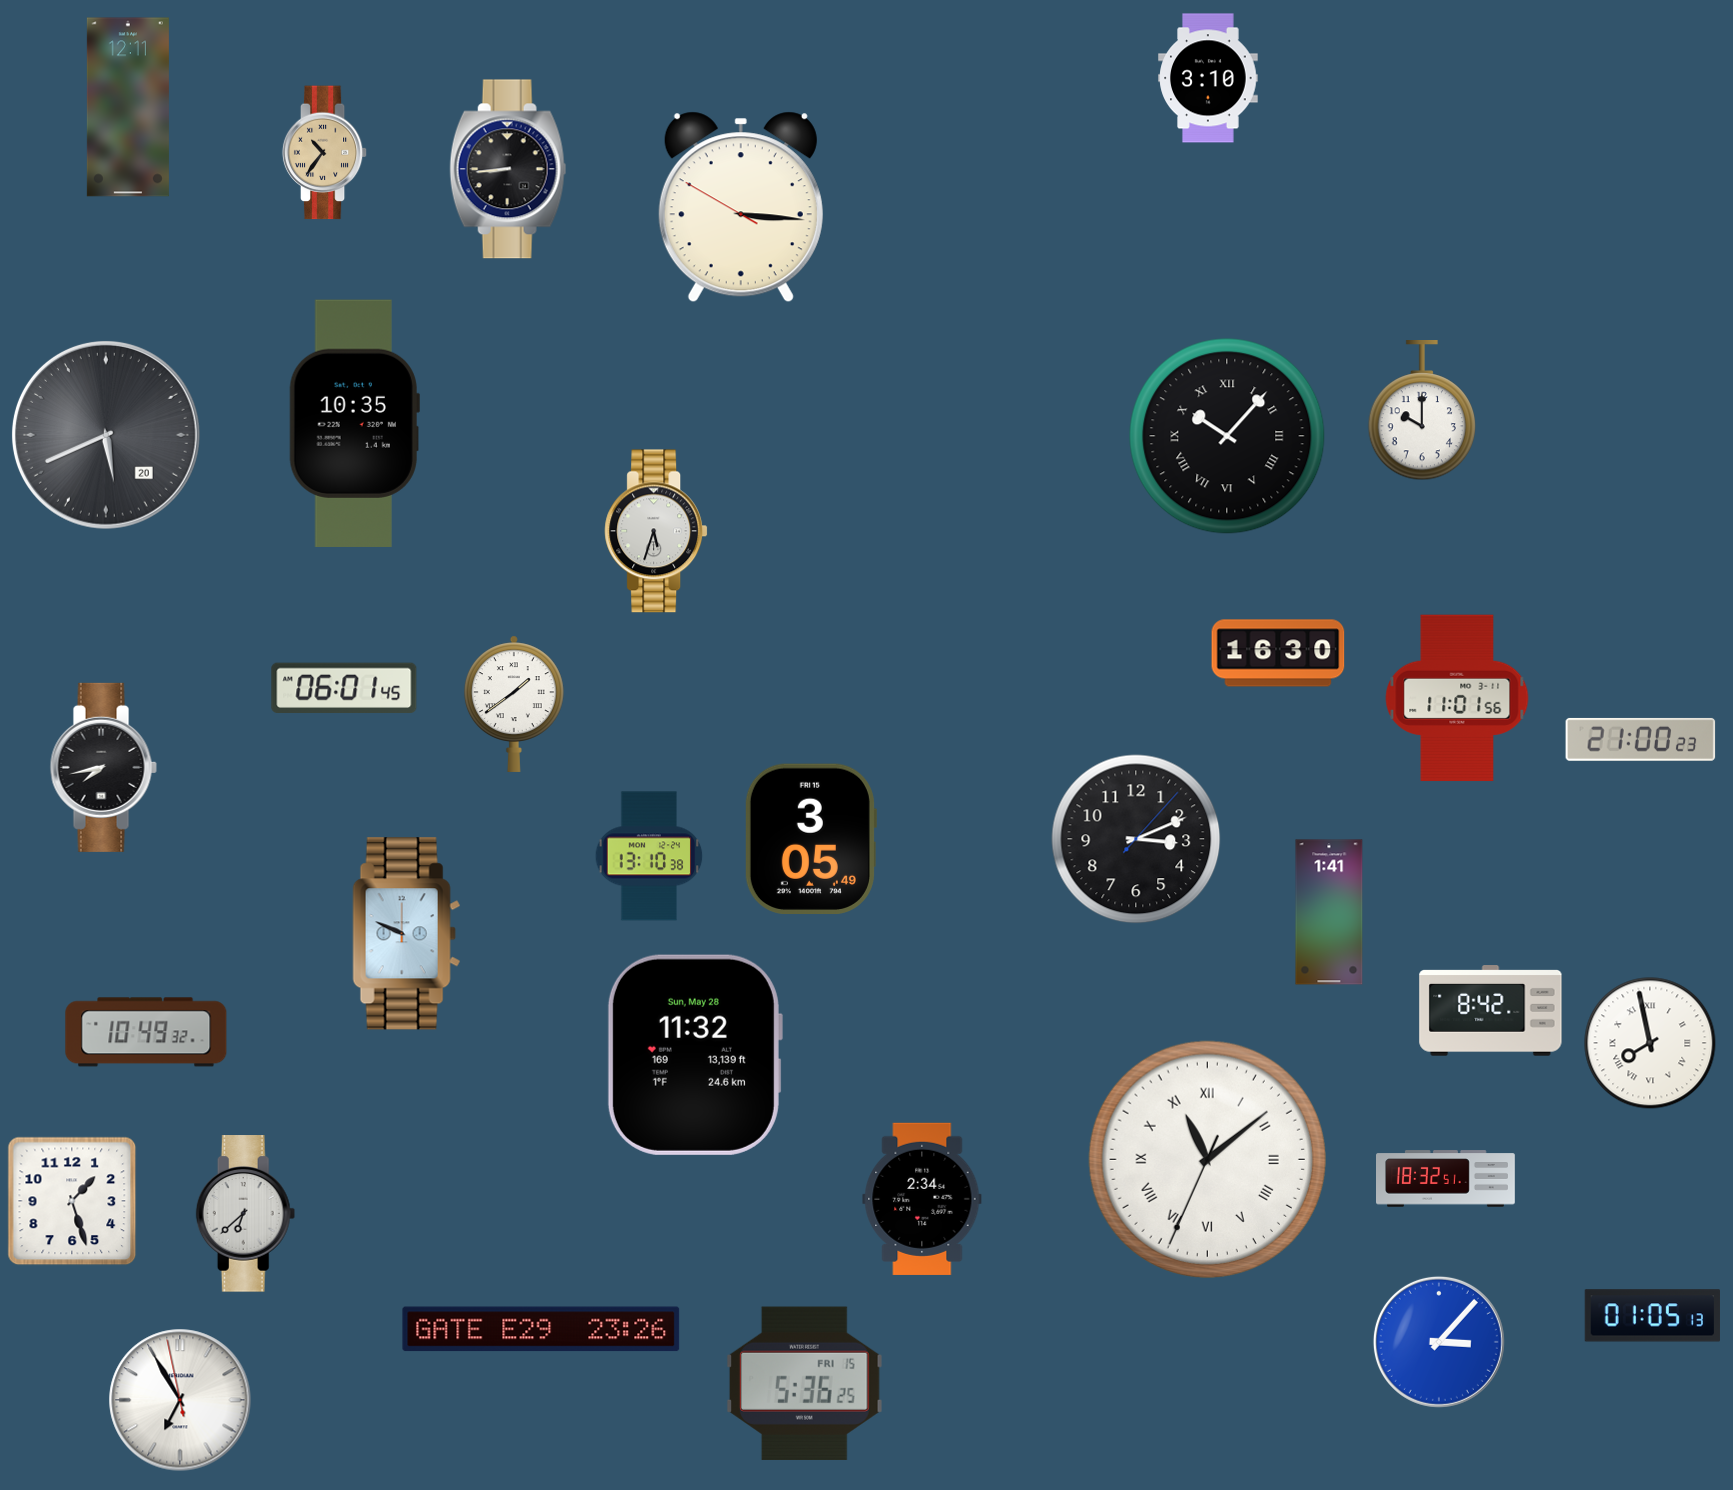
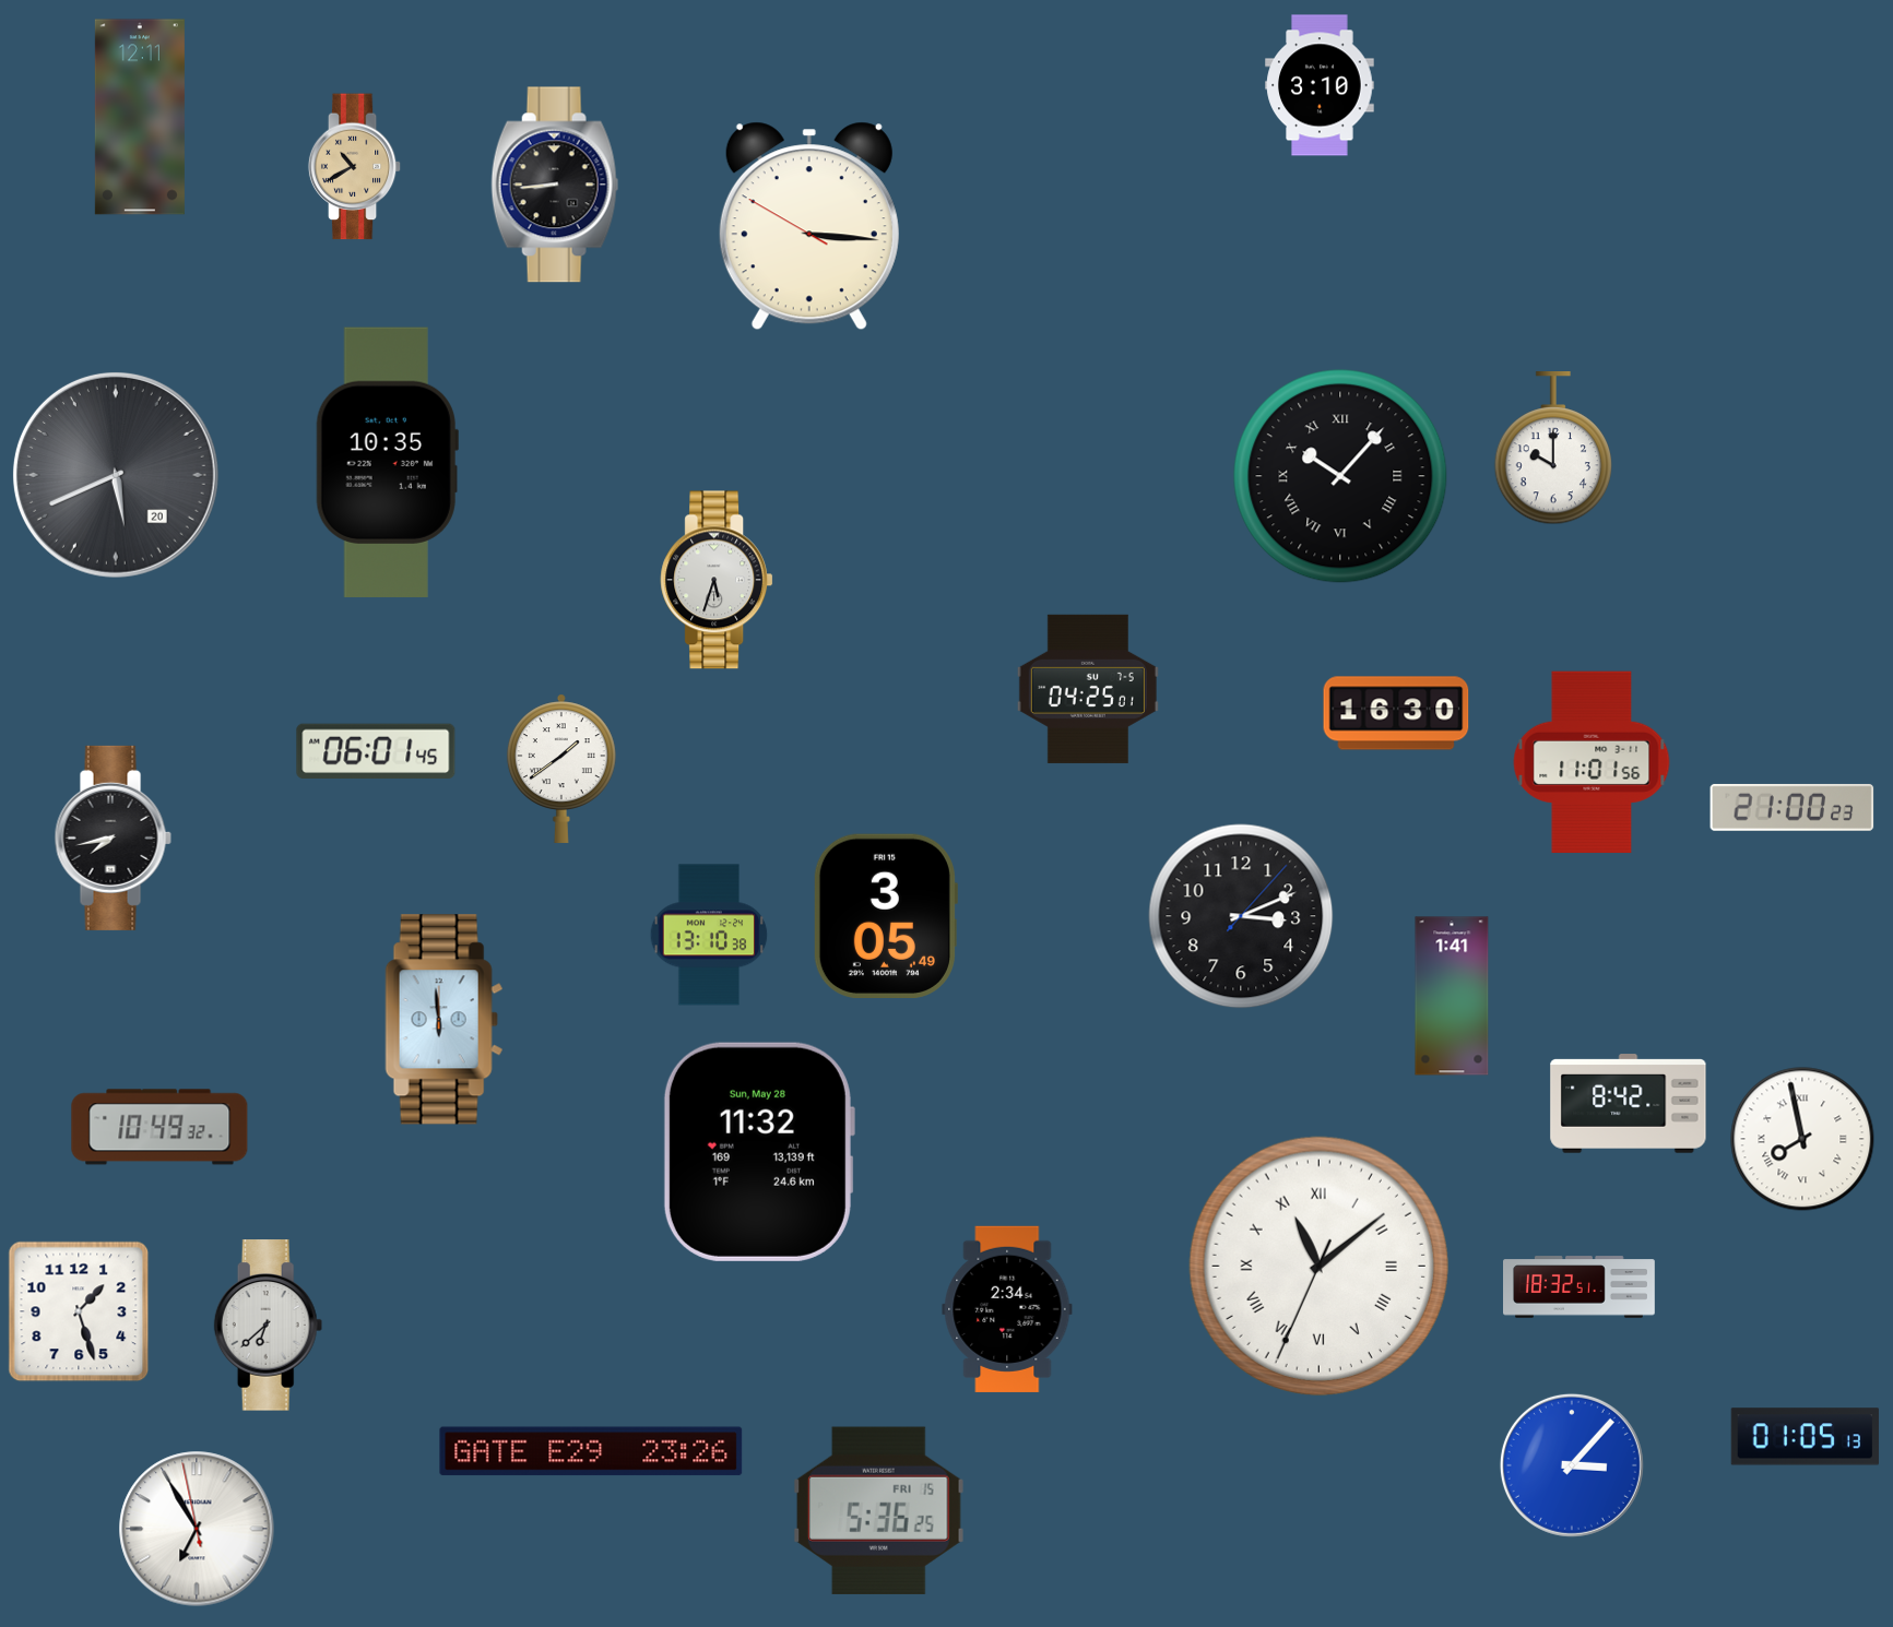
clock at (325, 153): 10:36 -> 10:40
clock at (1088, 689): none -> 04:25
clock at (407, 934): 9:49 -> 5:59
